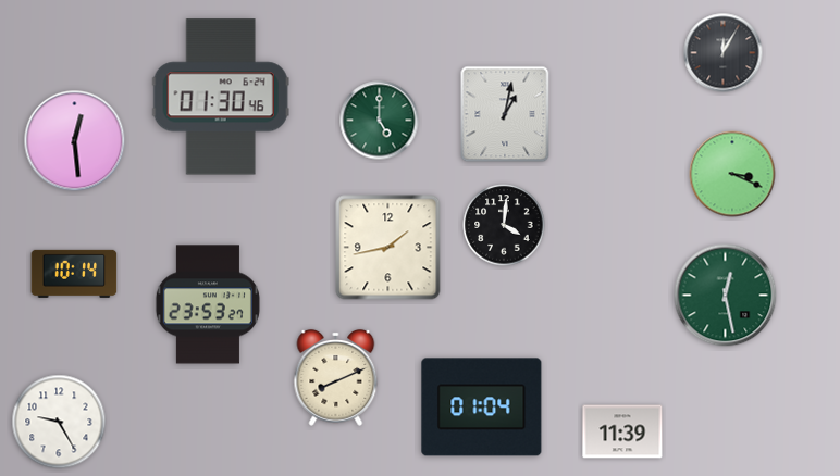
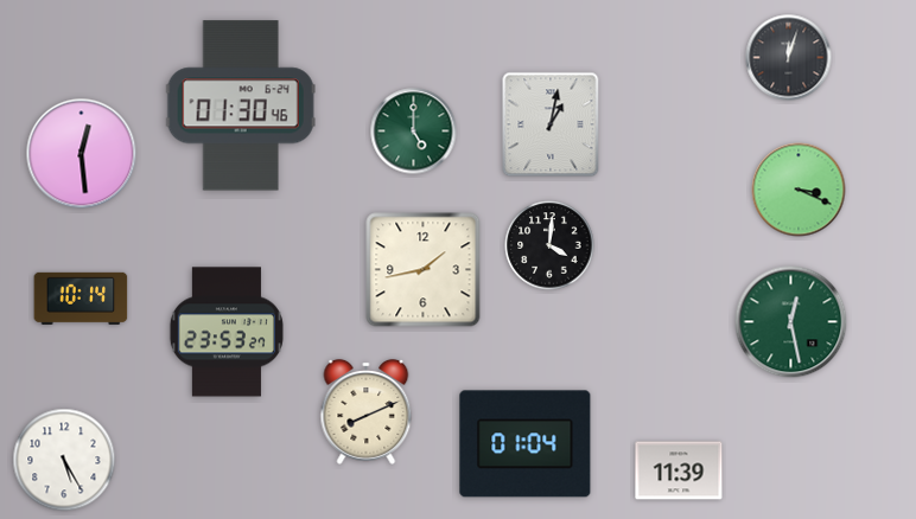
clock at (724, 53): 12:05 -> 12:03
clock at (59, 422): 9:25 -> 5:25
